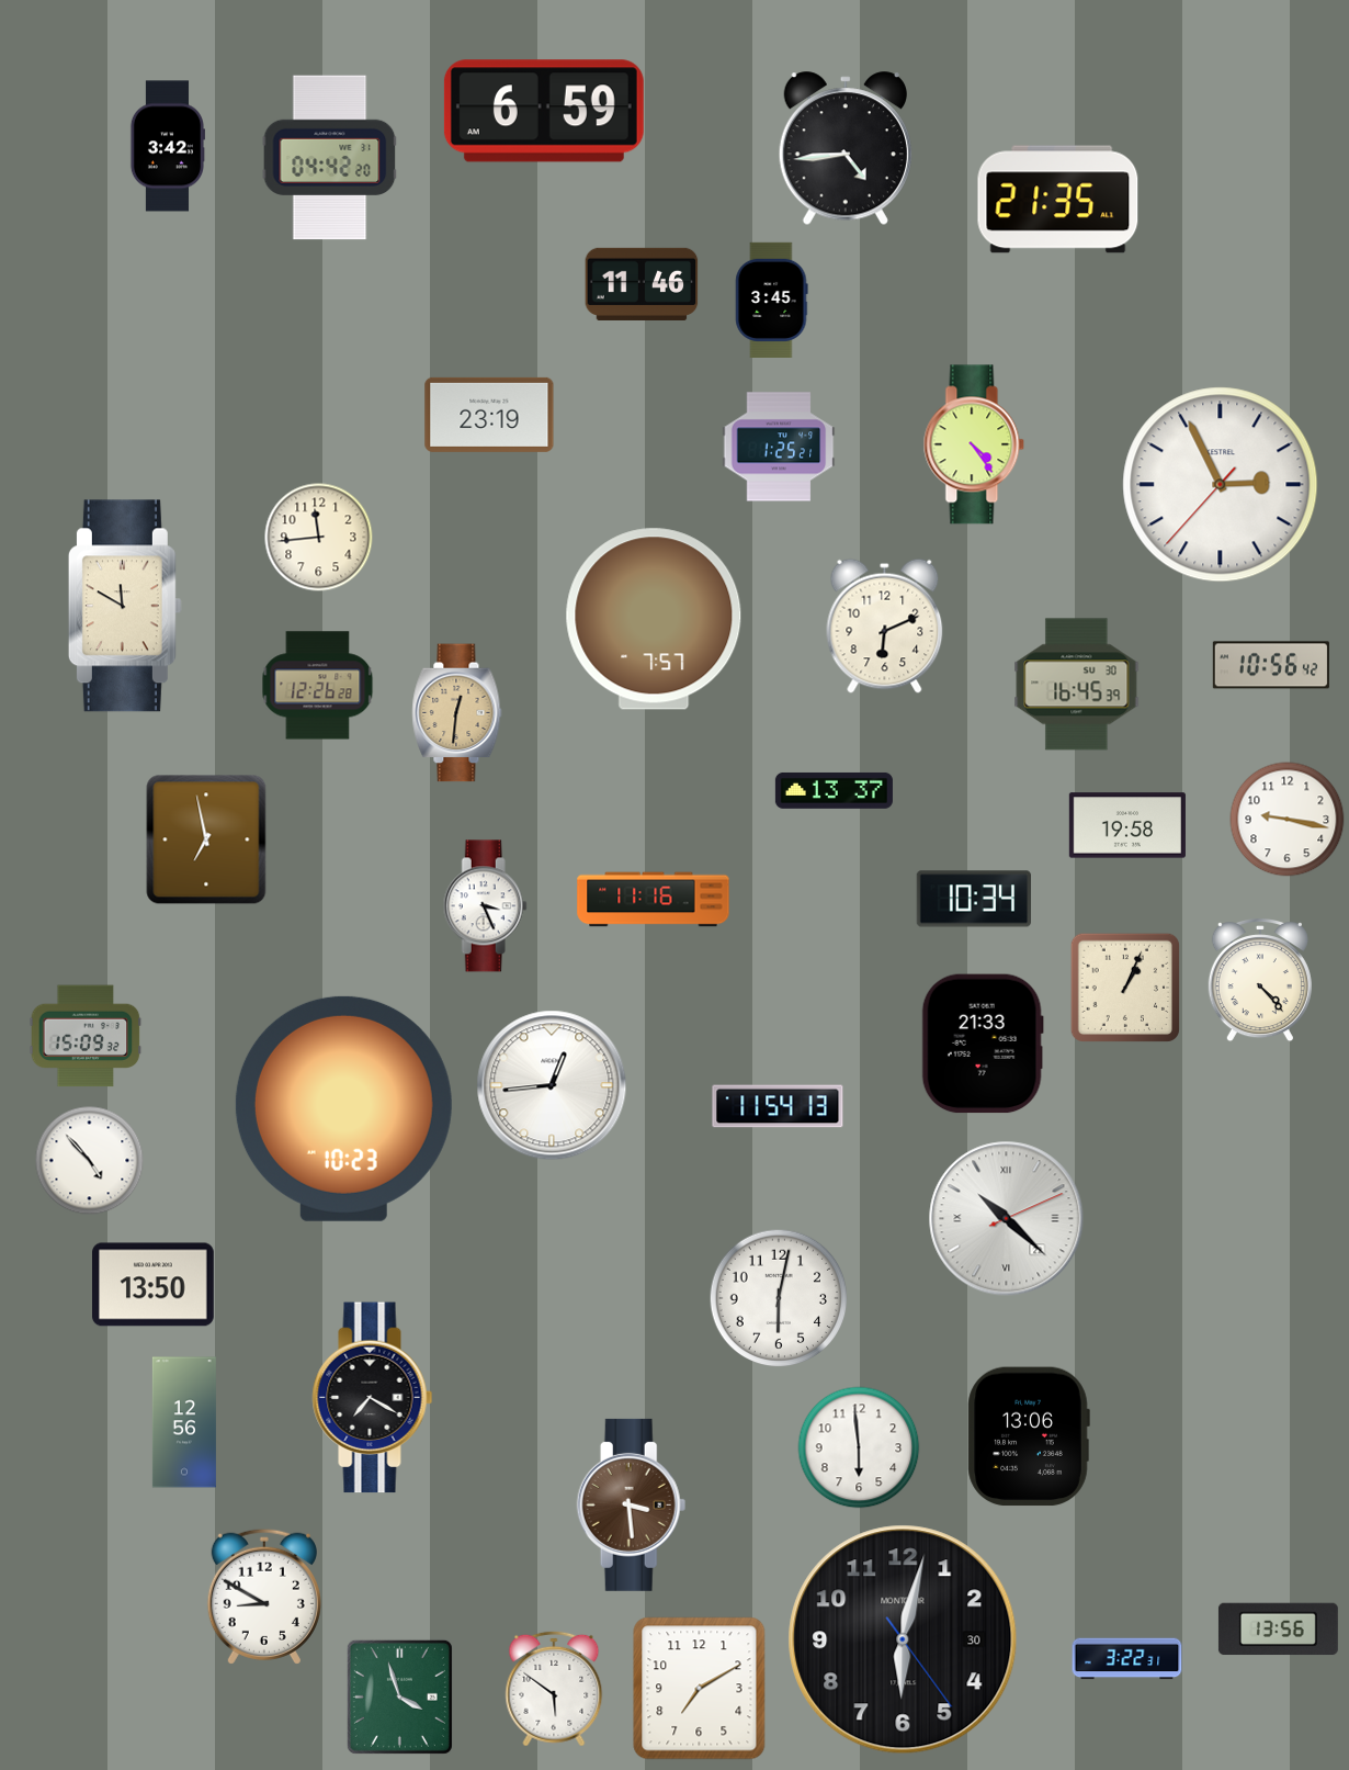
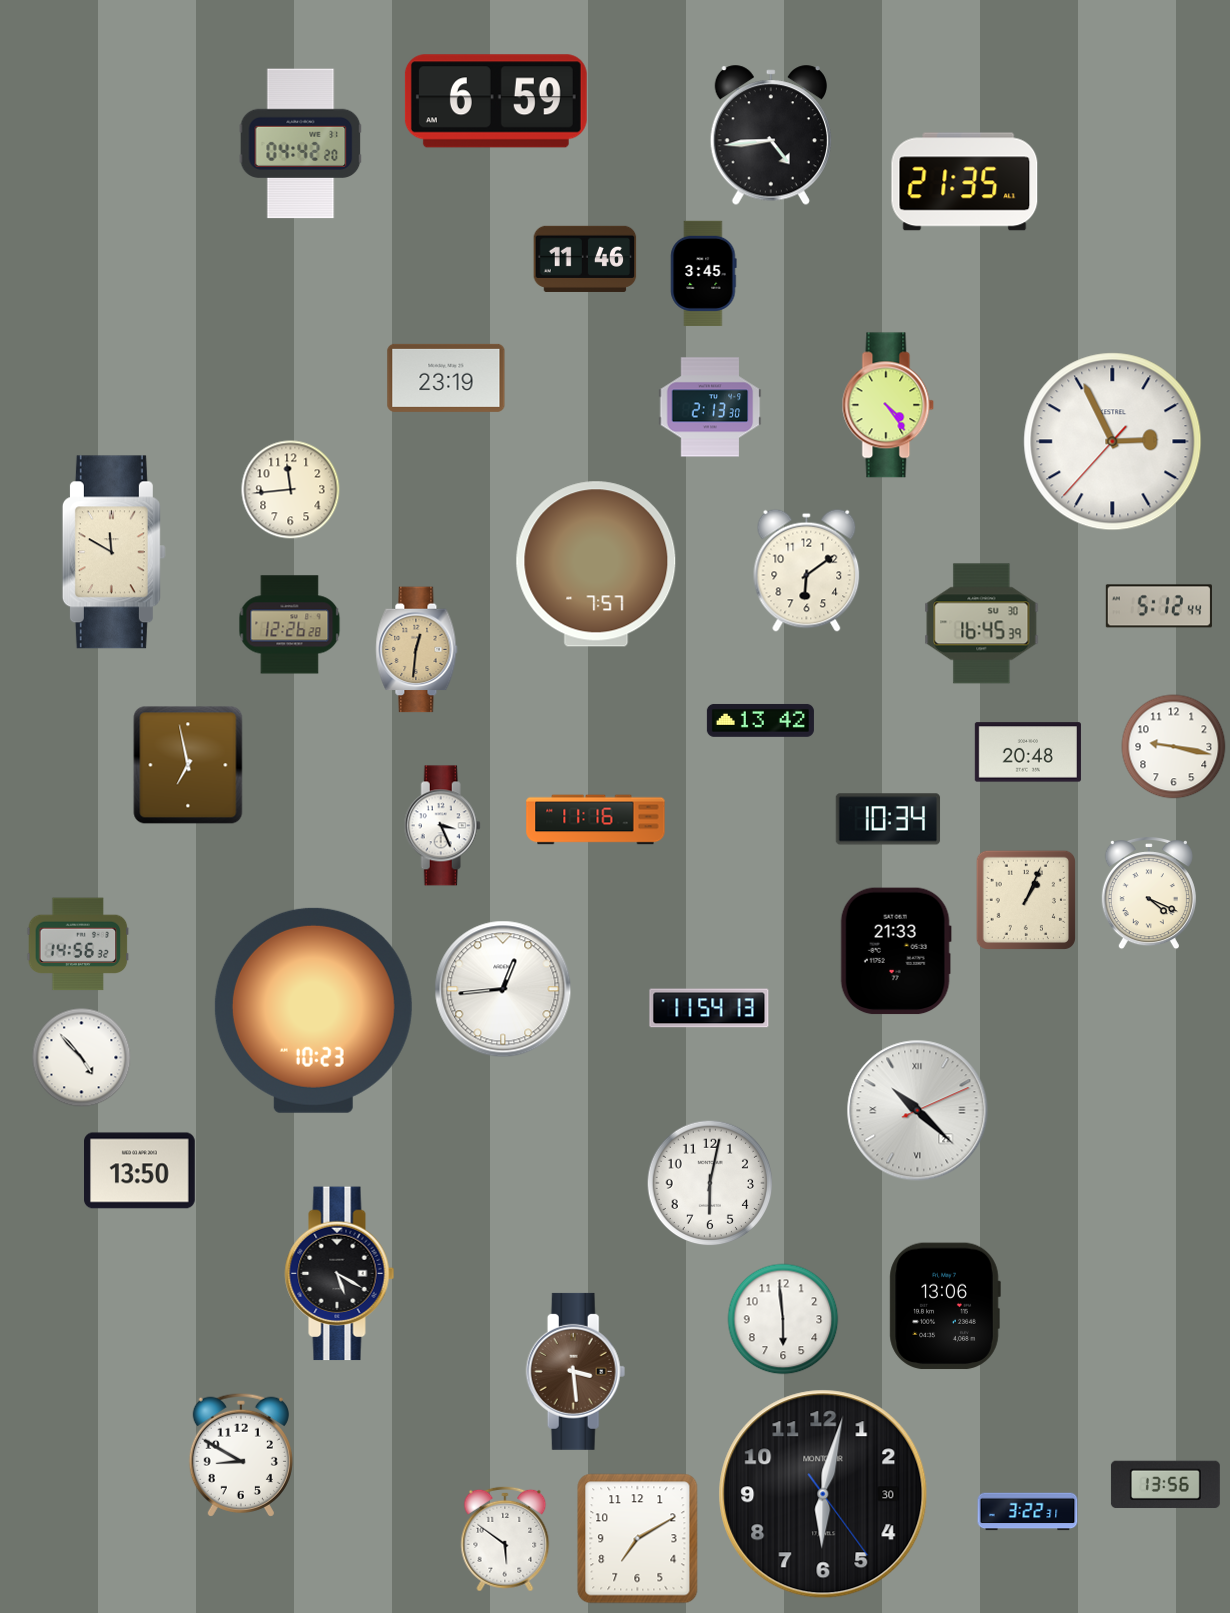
clock at (167, 146): 3:42 -> none
clock at (779, 447): 1:25 -> 2:13
clock at (885, 625): 6:11 -> 6:09
clock at (1271, 665): 10:56 -> 5:12
clock at (834, 791): 13:37 -> 13:42
clock at (1127, 825): 19:58 -> 20:48
clock at (1260, 981): 4:23 -> 4:19
clock at (86, 1036): 15:09 -> 14:56
clock at (373, 1398): 7:20 -> 5:20
clock at (184, 1422): 12:56 -> none
clock at (1029, 1436) position: (1029, 1436) -> (945, 1306)
clock at (399, 1696): 3:57 -> none
